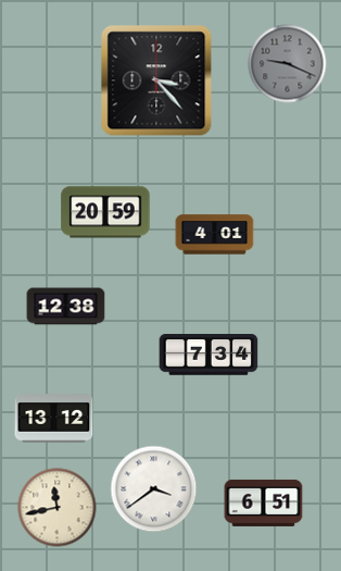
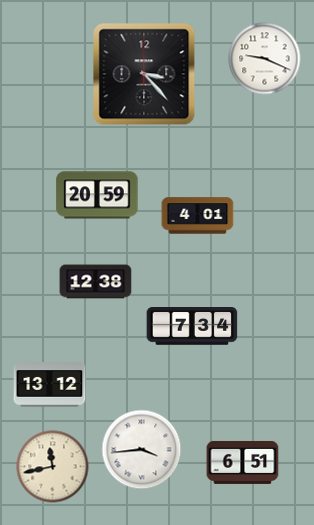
clock at (288, 64) dial: grey -> white
clock at (66, 307) position: (66, 307) -> (96, 282)
clock at (154, 489): 3:39 -> 3:44
